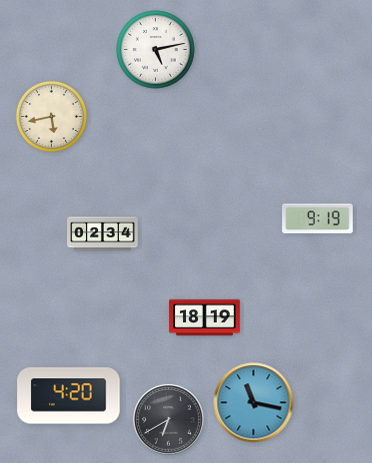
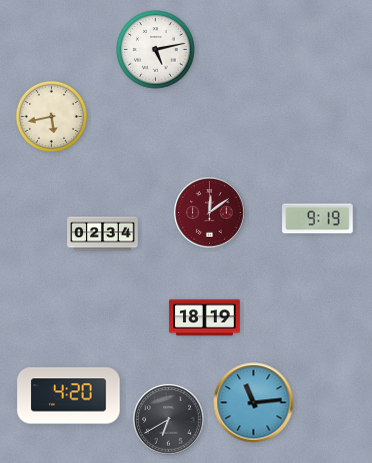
clock at (210, 213): none -> 12:09
clock at (254, 403): 11:17 -> 11:14
